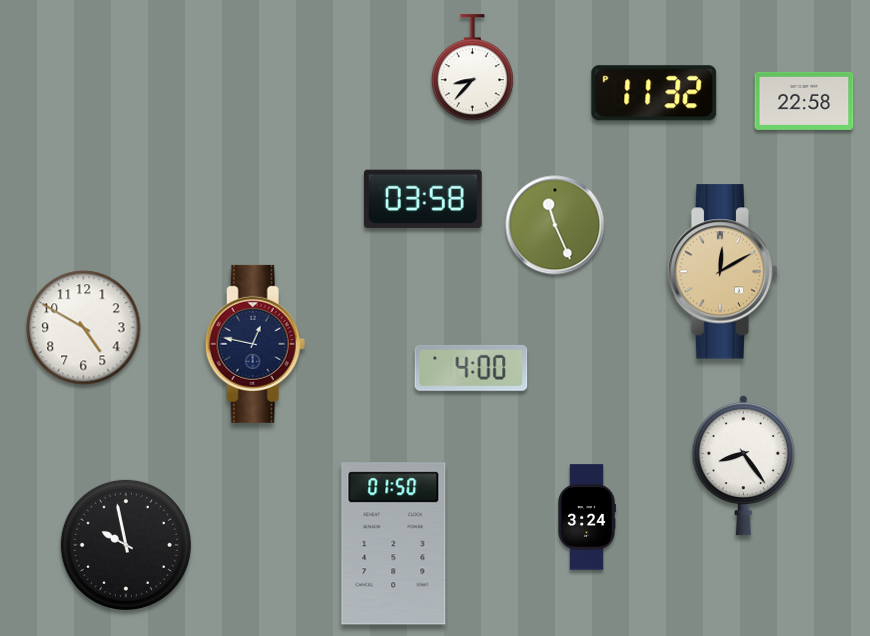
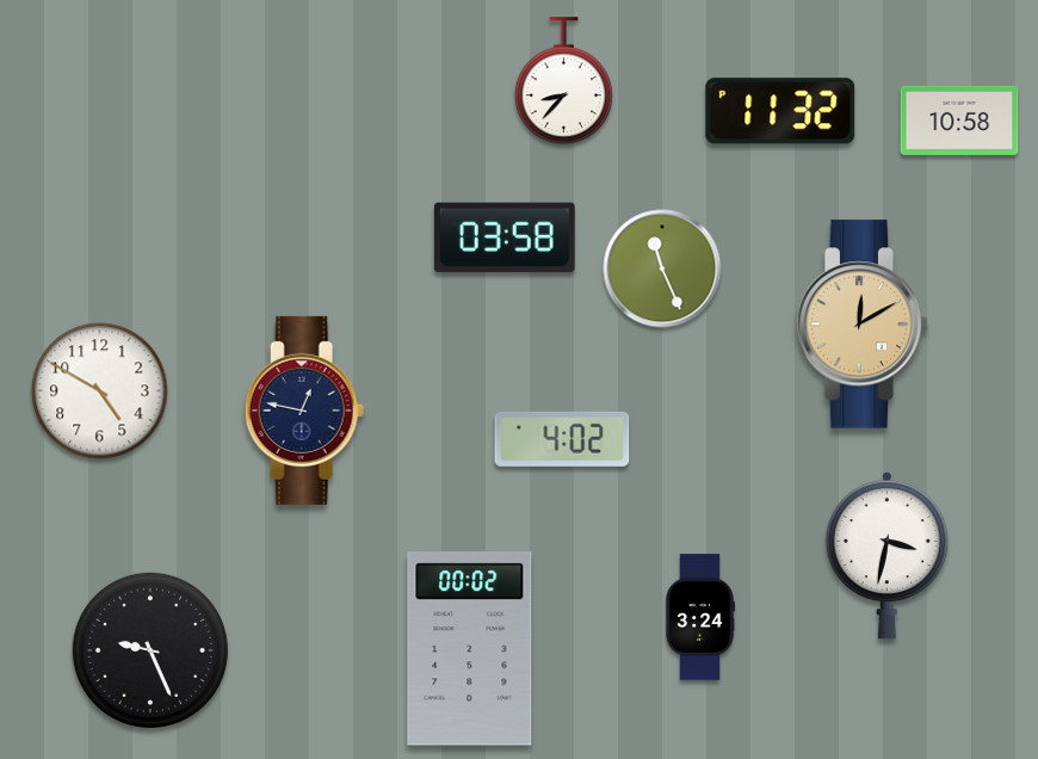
clock at (804, 101): 22:58 -> 10:58
clock at (471, 368): 4:00 -> 4:02
clock at (743, 465): 8:24 -> 3:32
clock at (394, 544): 01:50 -> 00:02
clock at (126, 545): 9:58 -> 9:26
